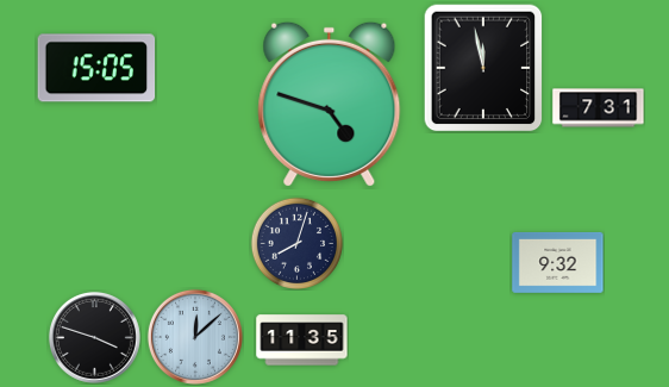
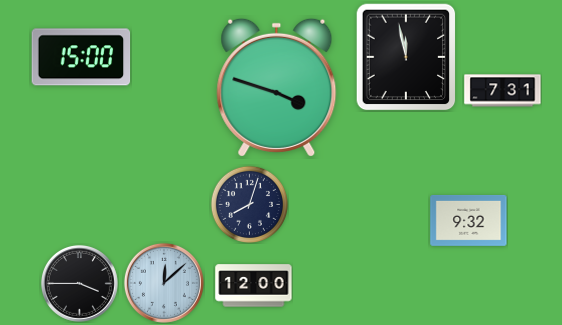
clock at (96, 68): 15:05 -> 15:00
clock at (330, 104): 4:48 -> 3:48
clock at (94, 337): 3:48 -> 3:45
clock at (302, 341): 11:35 -> 12:00
